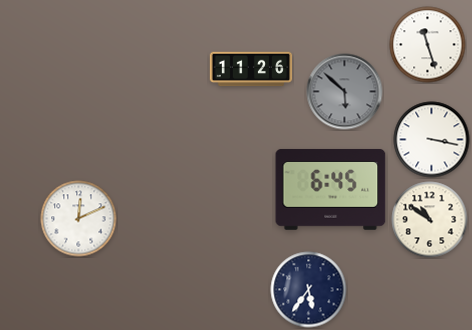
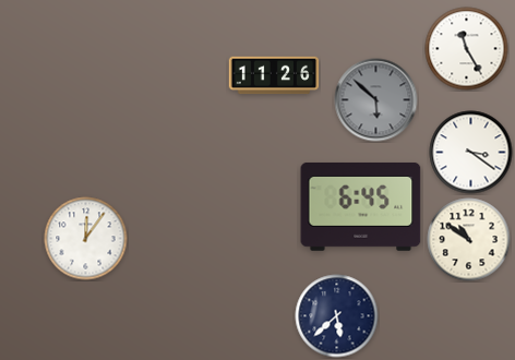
clock at (428, 45): 11:27 -> 11:25
clock at (432, 140): 3:17 -> 3:21
clock at (79, 219): 12:11 -> 12:06
clock at (309, 290): 5:36 -> 5:38
